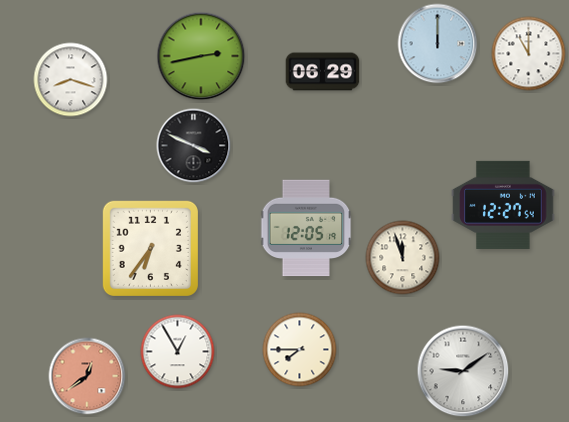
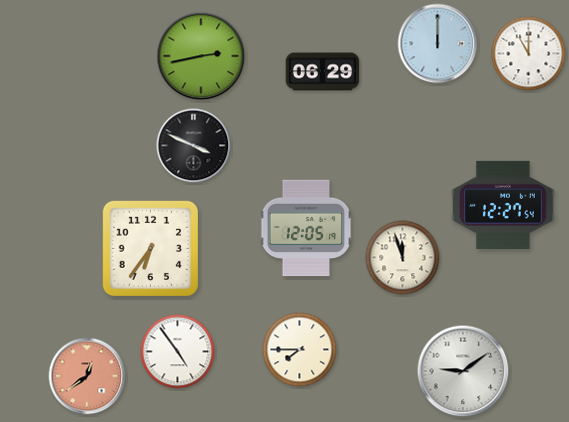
clock at (71, 80): 8:18 -> none
clock at (178, 352): 12:55 -> 4:54
